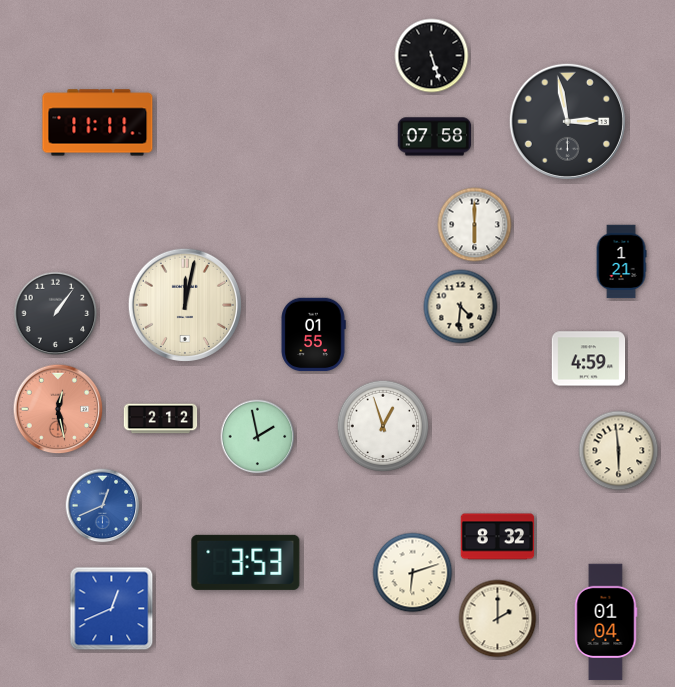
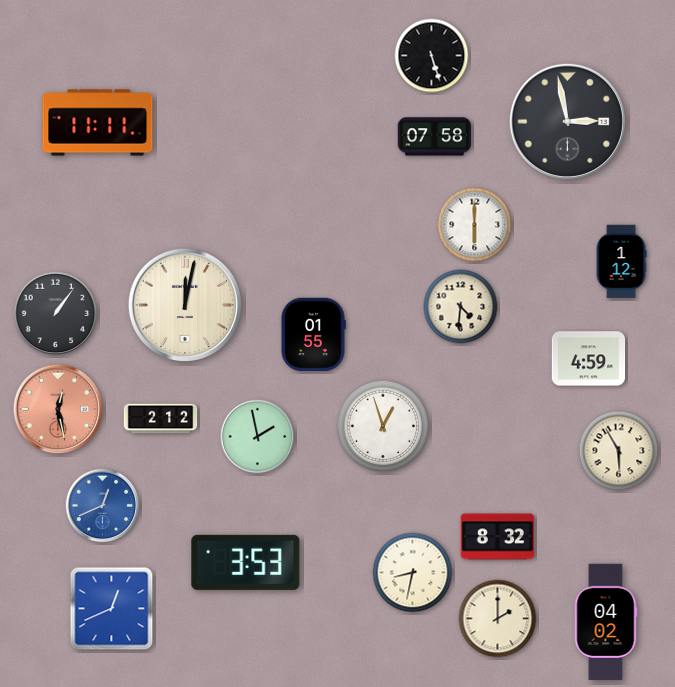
clock at (621, 262): 1:21 -> 1:12
clock at (619, 451): 5:59 -> 5:55
clock at (413, 573): 6:12 -> 8:32
clock at (606, 622): 01:04 -> 04:02
